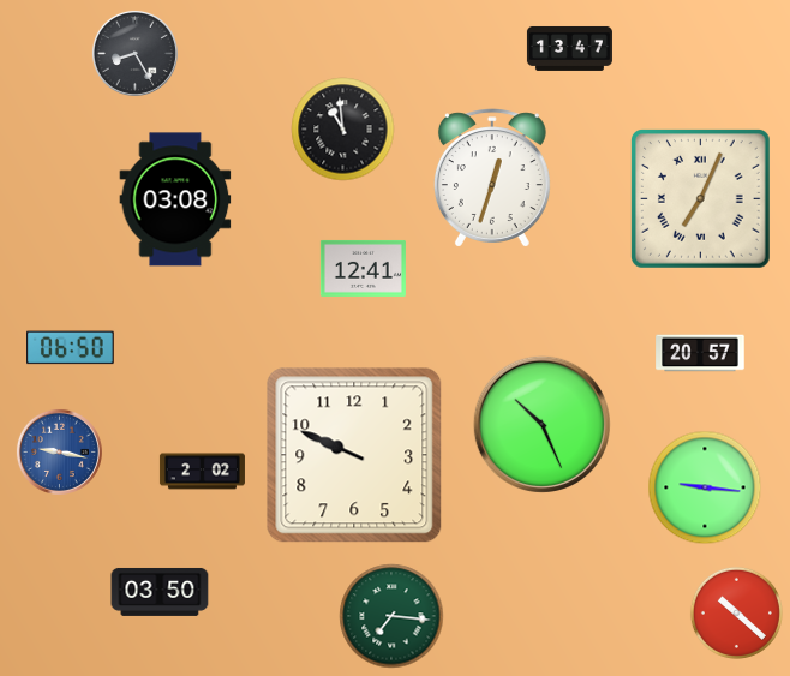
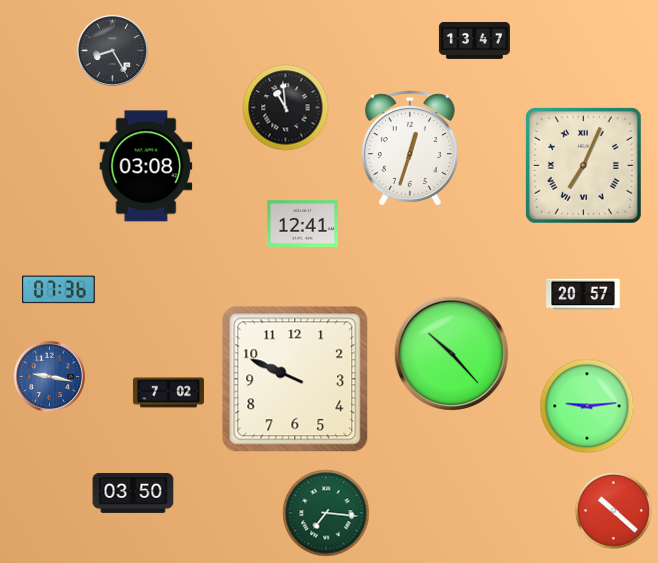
clock at (134, 53) position: (134, 53) -> (112, 50)
clock at (71, 348): 06:50 -> 07:36
clock at (541, 424): 10:26 -> 10:23
clock at (202, 472): 2:02 -> 7:02
clock at (705, 487): 9:16 -> 9:14
